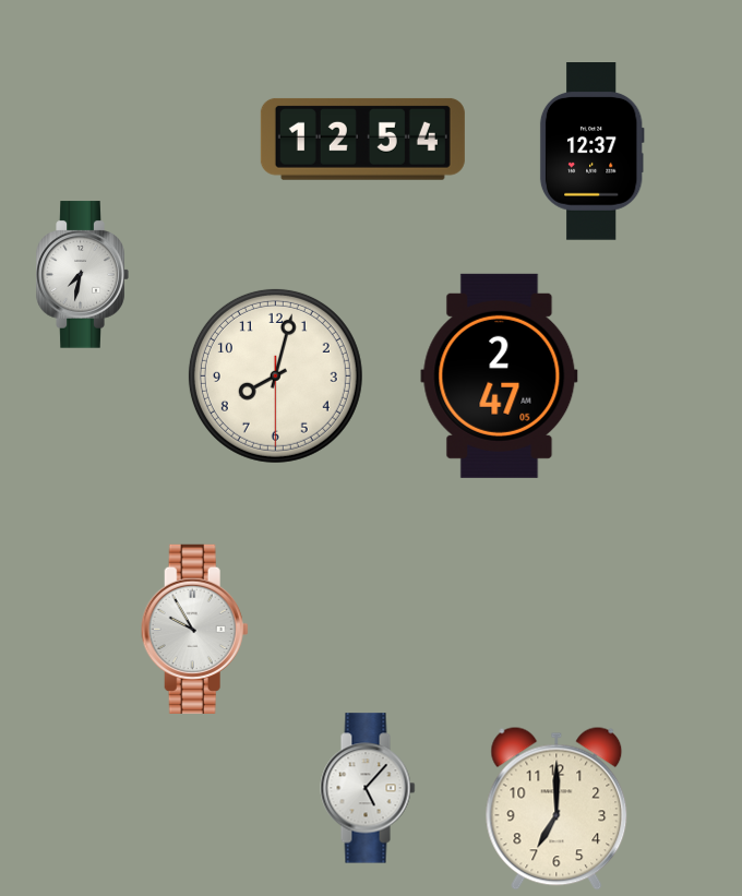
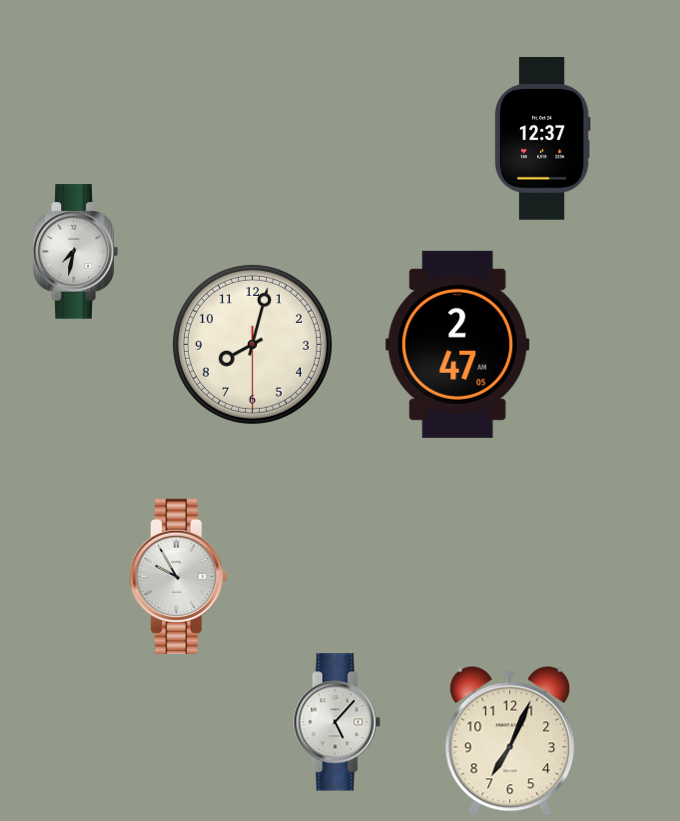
clock at (362, 139): 12:54 -> none
clock at (556, 809): 7:00 -> 7:04
